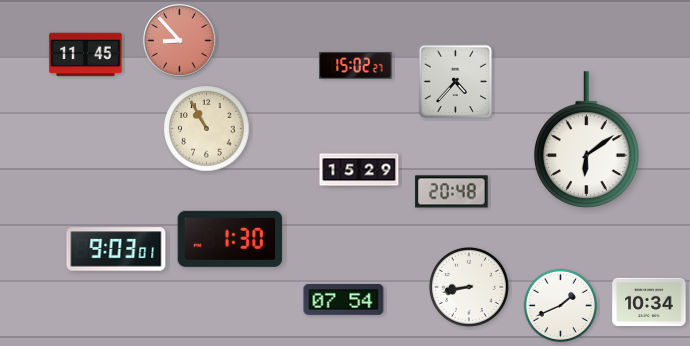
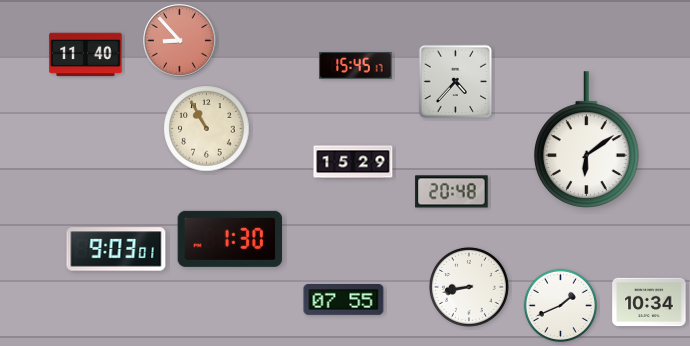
clock at (86, 55): 11:45 -> 11:40
clock at (356, 66): 15:02 -> 15:45
clock at (359, 170) position: (359, 170) -> (353, 162)
clock at (344, 299): 07:54 -> 07:55
